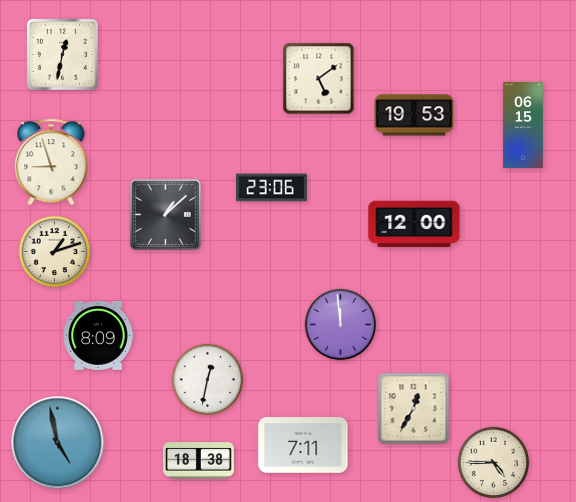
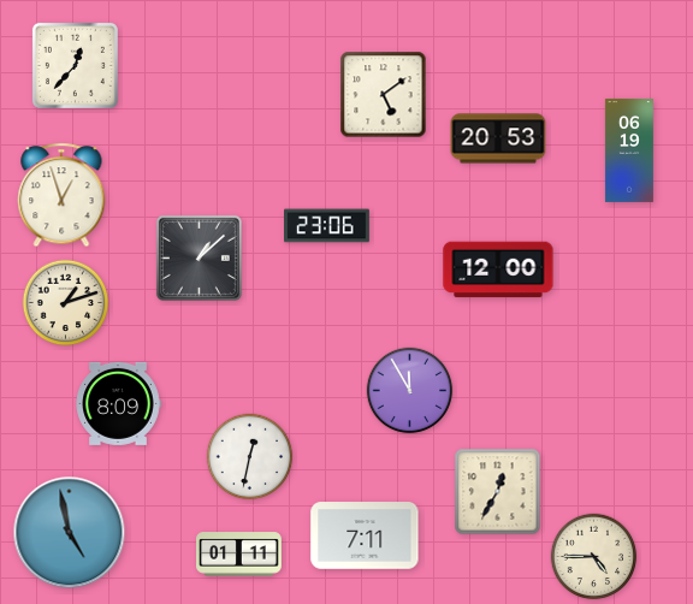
clock at (62, 54): 12:32 -> 12:37
clock at (414, 115): 19:53 -> 20:53
clock at (523, 125): 06:15 -> 06:19
clock at (51, 162): 8:57 -> 12:57
clock at (341, 325): 11:59 -> 11:55
clock at (199, 461): 18:38 -> 01:11
